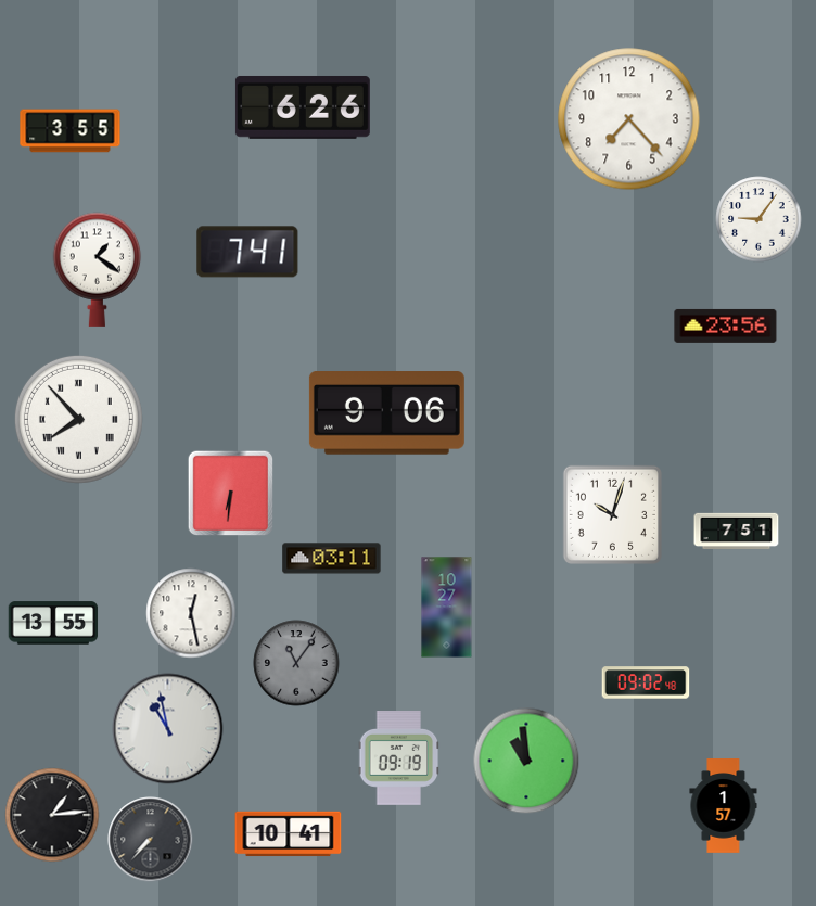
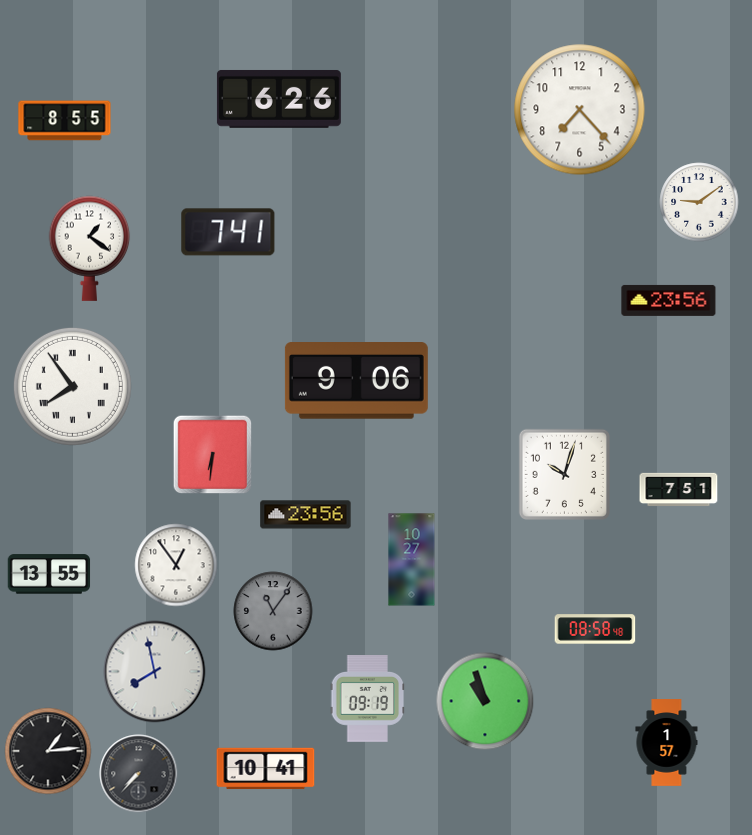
clock at (71, 131): 3:55 -> 8:55
clock at (758, 219): 9:06 -> 9:09
clock at (78, 419): 7:53 -> 7:54
clock at (332, 559): 03:11 -> 23:56
clock at (191, 613): 12:28 -> 12:54
clock at (646, 682): 09:02 -> 08:58
clock at (168, 729): 10:58 -> 7:58
clock at (526, 761): 10:59 -> 10:57
